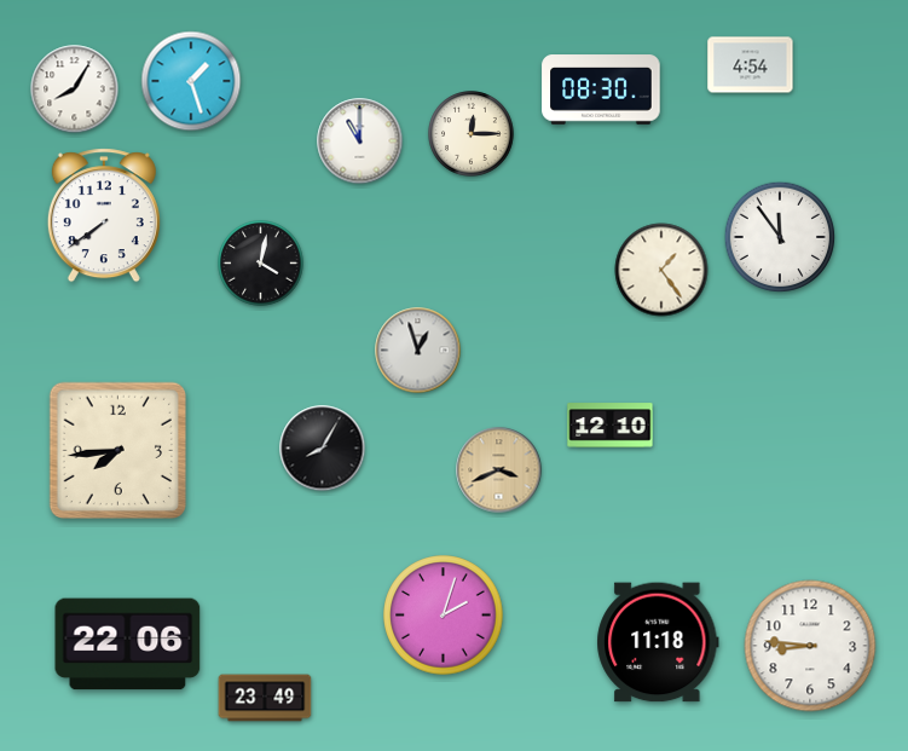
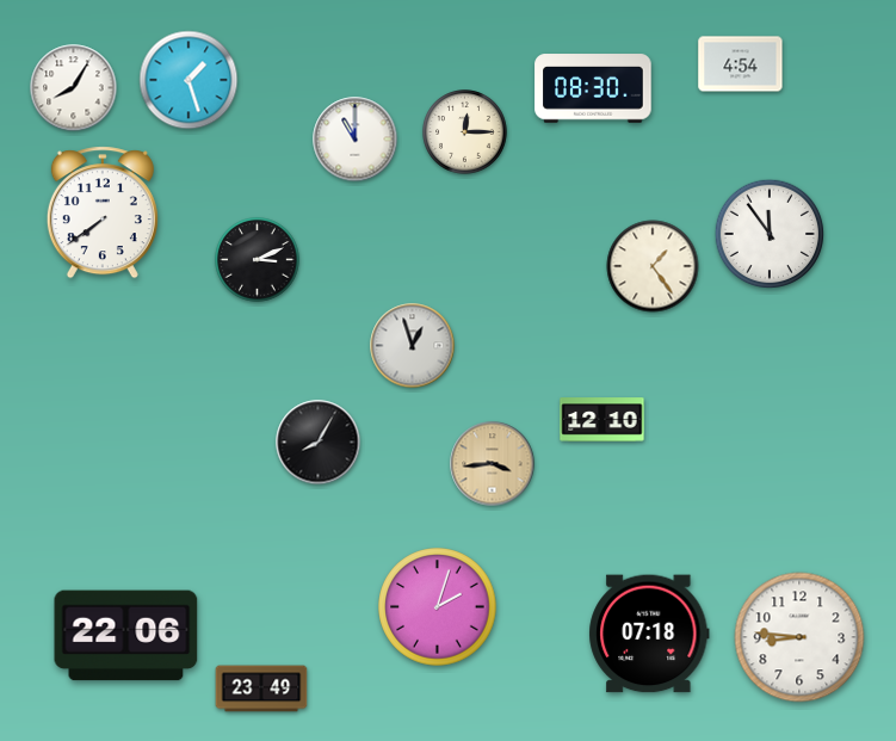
clock at (261, 264): 4:02 -> 3:11
clock at (117, 450): 7:44 -> none
clock at (499, 470): 3:41 -> 3:44
clock at (658, 642): 11:18 -> 07:18
